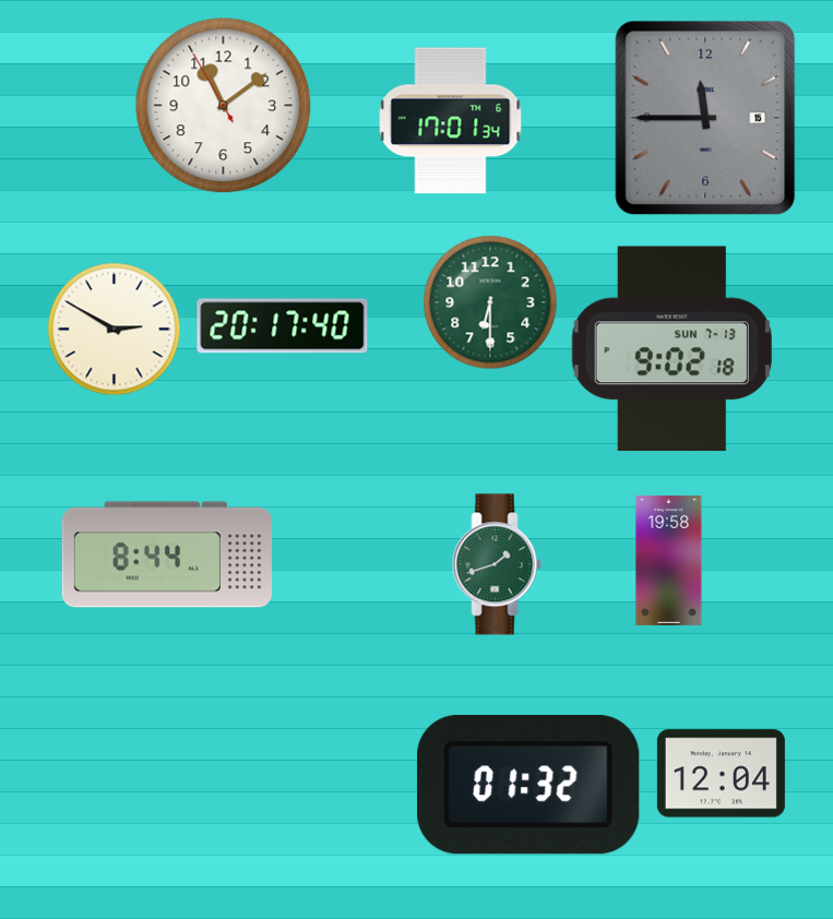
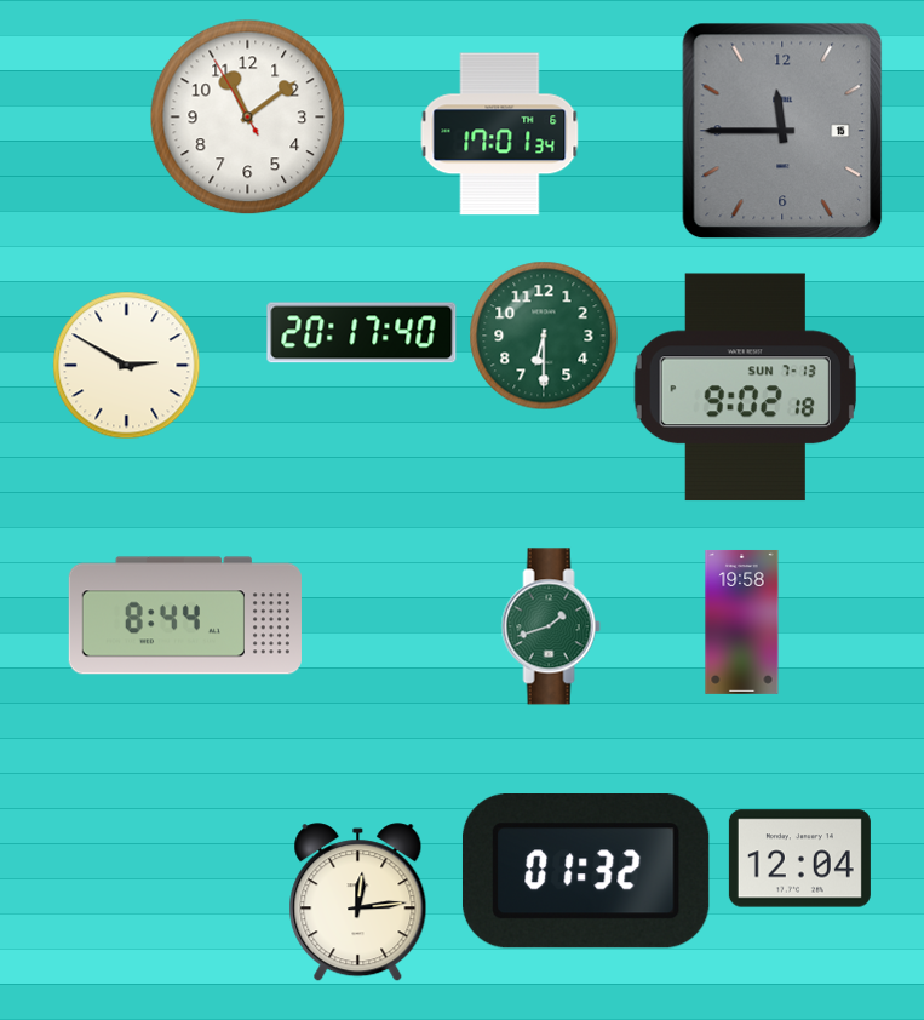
clock at (283, 326) position: (283, 326) -> (362, 333)
clock at (358, 902): none -> 12:14
